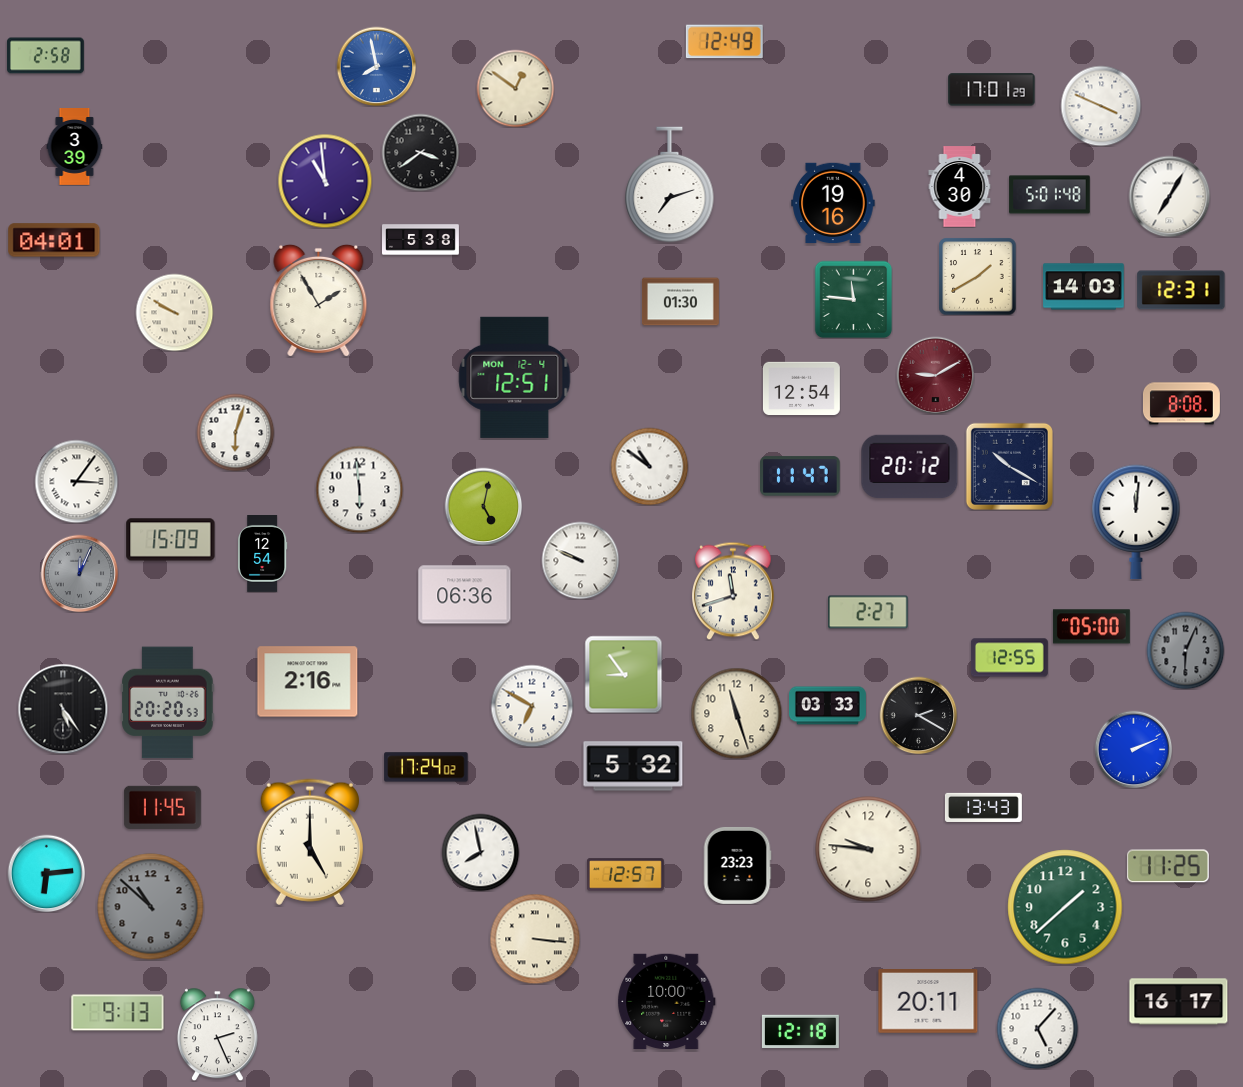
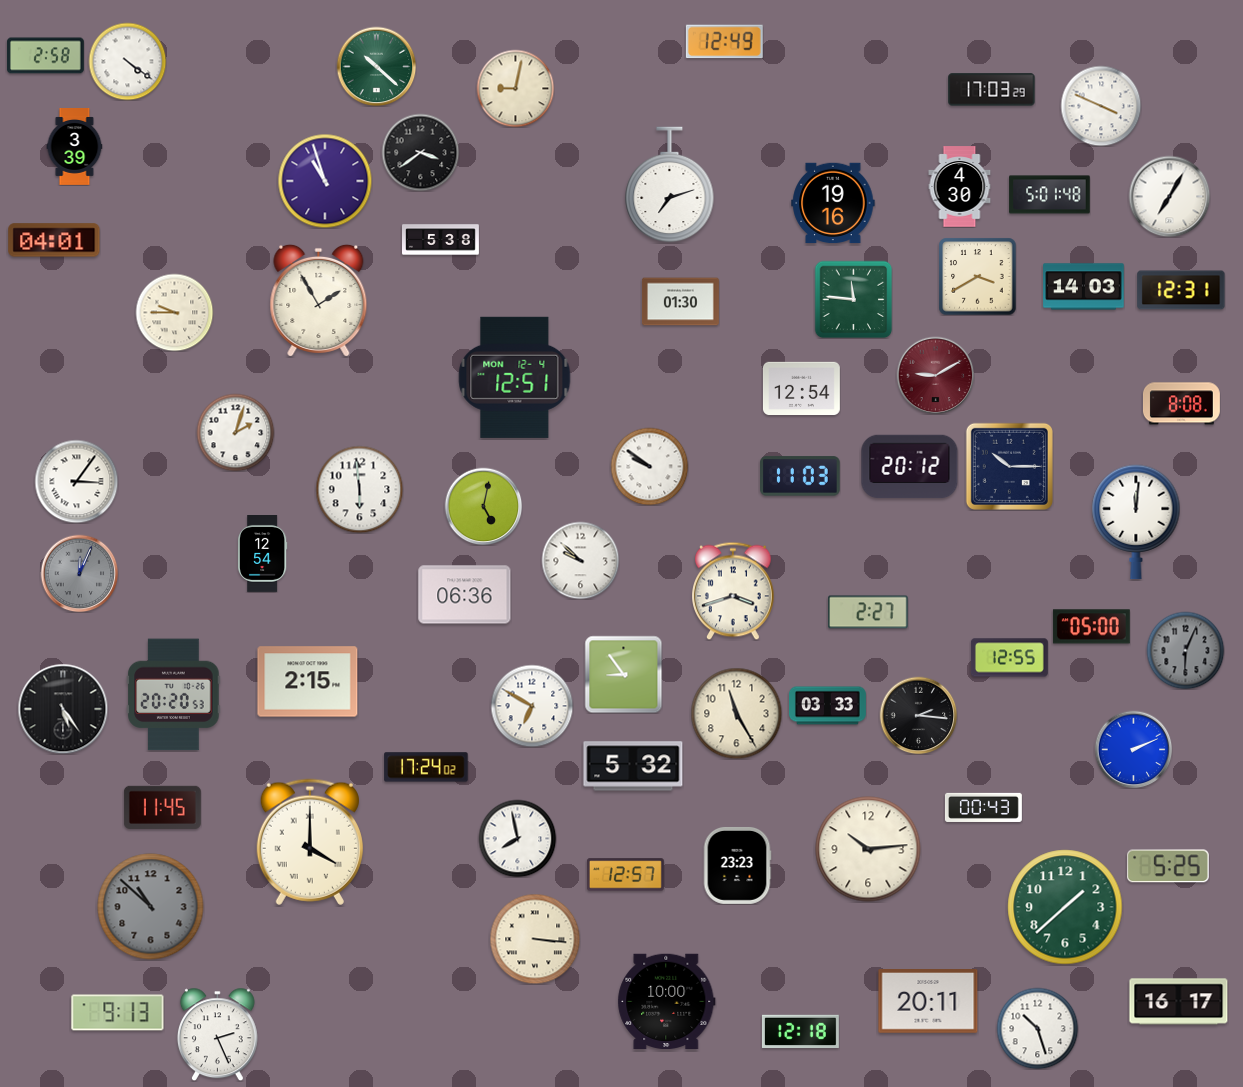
clock at (127, 61): none -> 4:21
clock at (376, 66): 7:58 -> 10:22
clock at (376, 66) dial: blue -> green
clock at (515, 88): 12:51 -> 9:02
clock at (992, 90): 17:01 -> 17:03
clock at (325, 181): 10:59 -> 10:57
clock at (421, 240) position: (421, 240) -> (441, 240)
clock at (977, 276): 1:40 -> 3:40
clock at (174, 312): 9:50 -> 9:45
clock at (235, 432): 6:03 -> 2:03
clock at (649, 466): 10:51 -> 9:51
clock at (1009, 466): 10:20 -> 10:15
clock at (801, 476): 11:47 -> 11:03
clock at (171, 540): 15:09 -> none
clock at (580, 560): 9:49 -> 9:52
clock at (734, 591): 11:42 -> 3:42
clock at (308, 682): 2:16 -> 2:15
clock at (168, 703) position: (168, 703) -> (174, 695)
clock at (736, 713): 11:27 -> 11:25
clock at (918, 715): 2:20 -> 2:16
clock at (983, 807): 13:43 -> 00:43
clock at (310, 842): 5:00 -> 4:00
clock at (868, 849): 9:46 -> 10:14
clock at (480, 852) position: (480, 852) -> (517, 838)
clock at (1168, 866): 11:25 -> 5:25
clock at (46, 873): 6:14 -> none
clock at (1037, 1028): 5:07 -> 10:27
